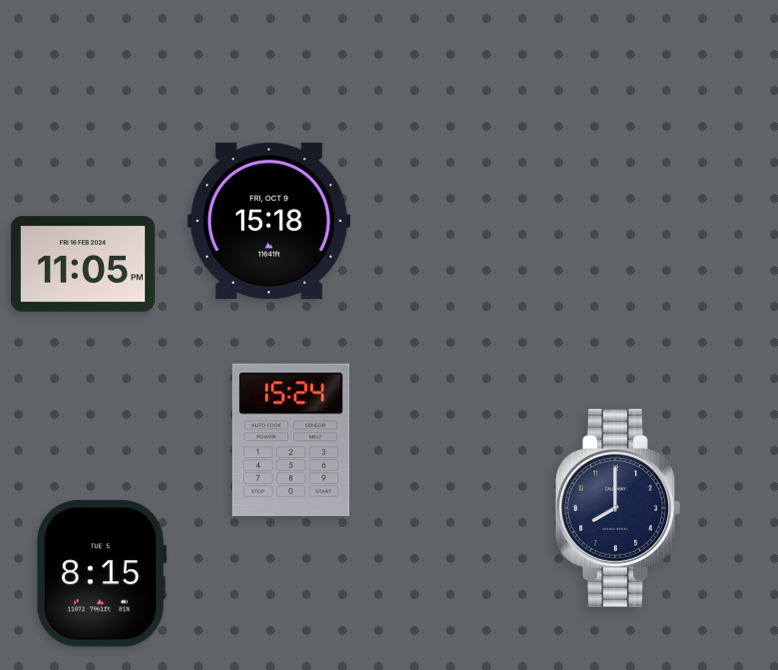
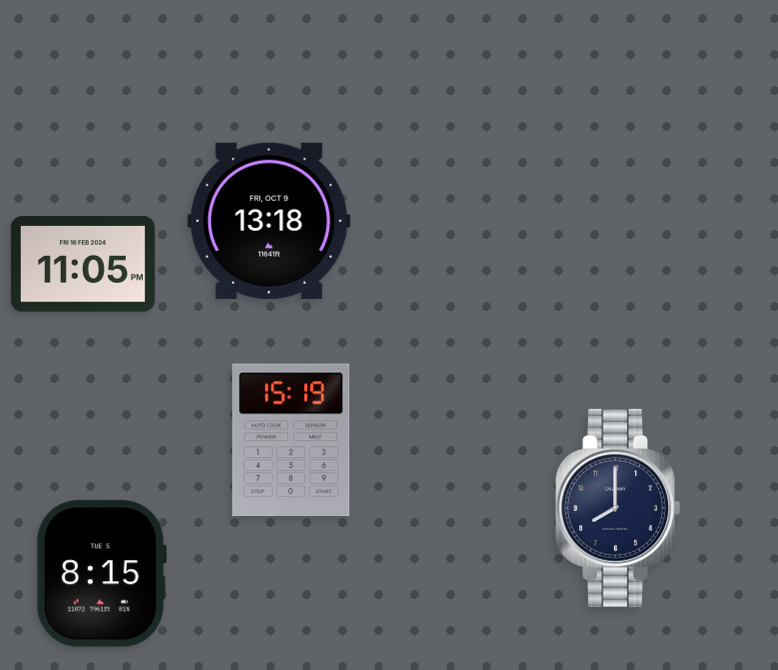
clock at (269, 221): 15:18 -> 13:18
clock at (291, 440): 15:24 -> 15:19
